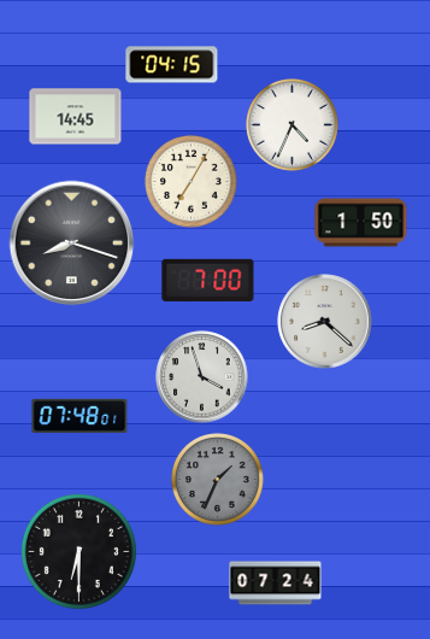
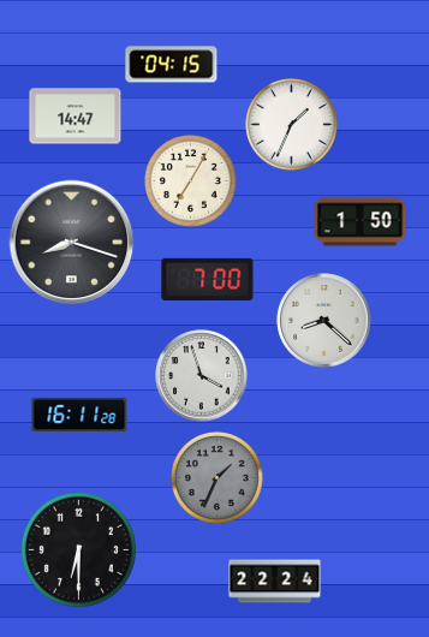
clock at (76, 117): 14:45 -> 14:47
clock at (293, 125): 4:34 -> 1:34
clock at (79, 416): 07:48 -> 16:11
clock at (276, 584): 07:24 -> 22:24
